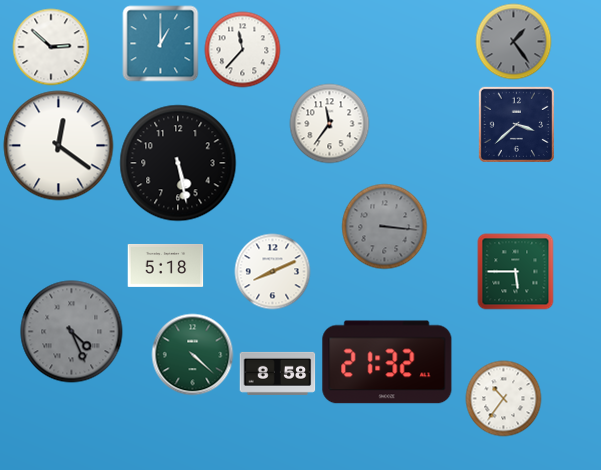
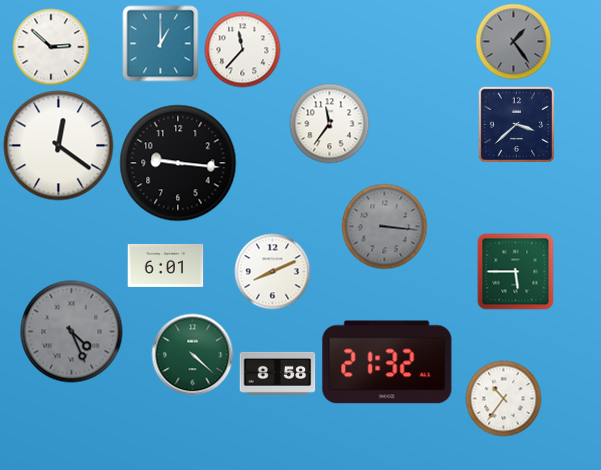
clock at (178, 163): 5:28 -> 9:16
clock at (166, 265): 5:18 -> 6:01
